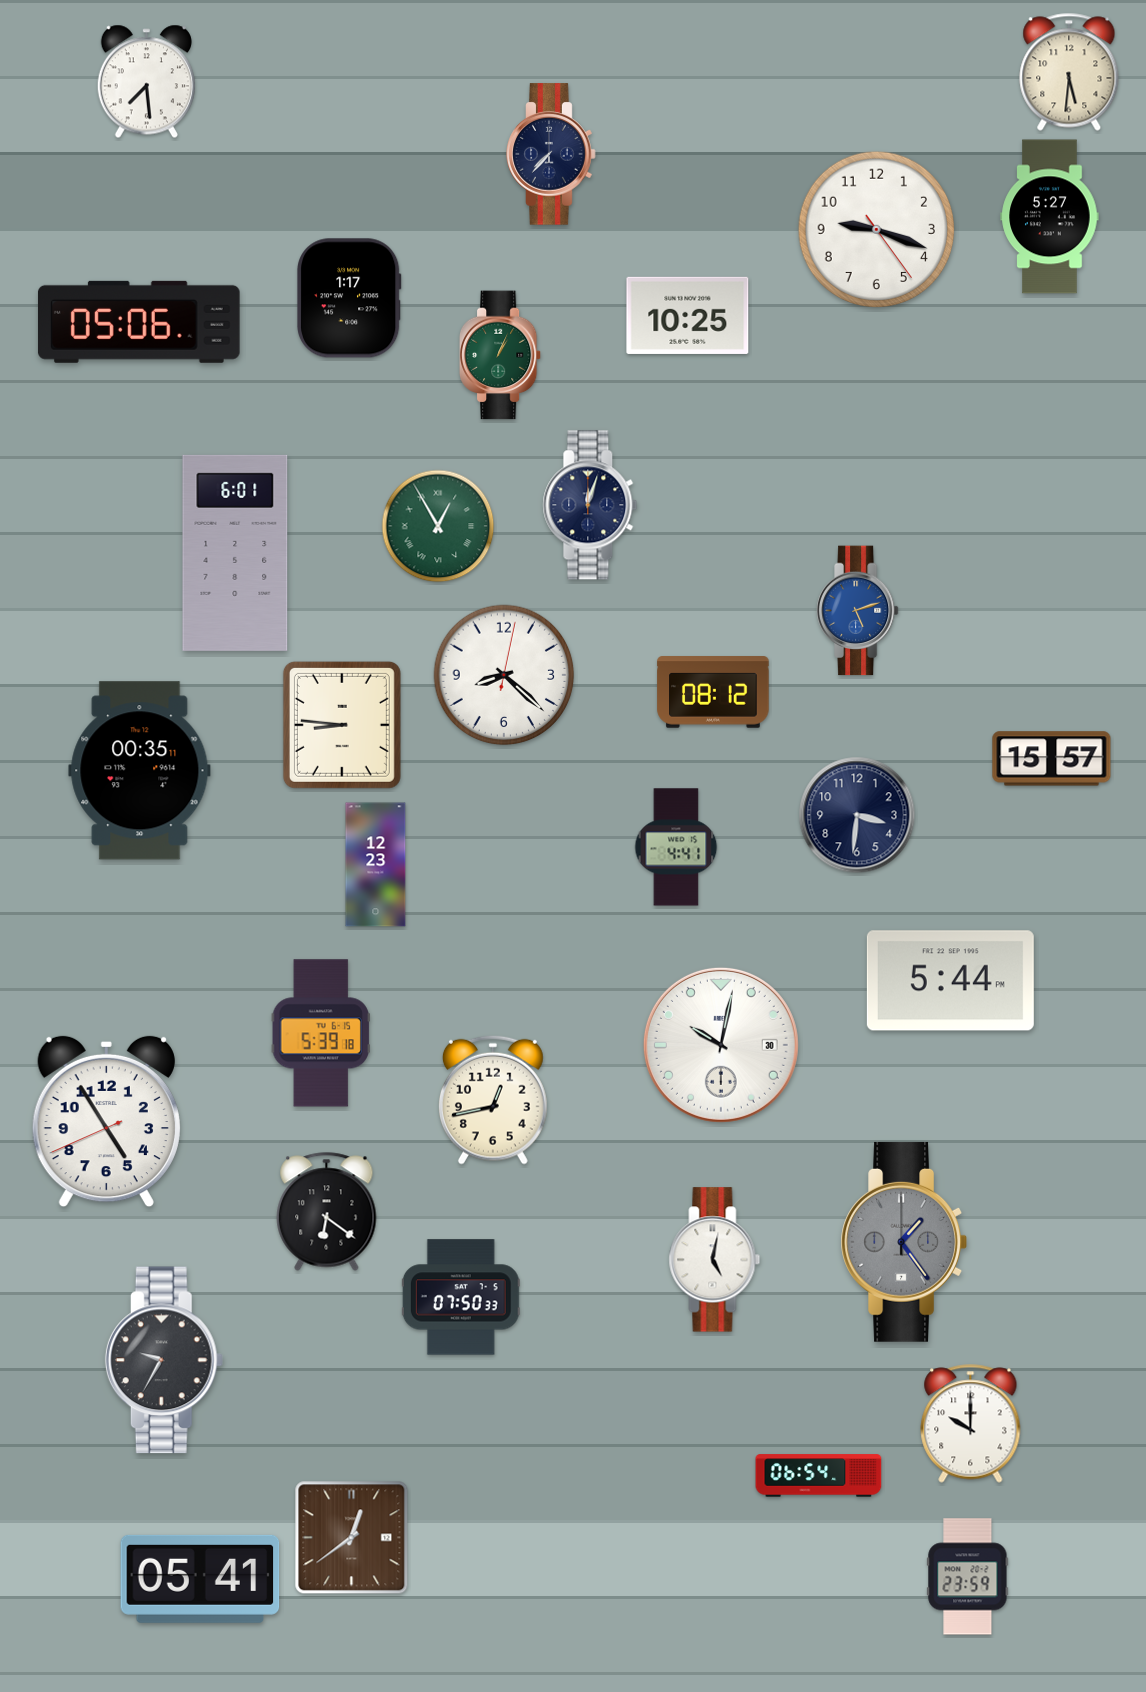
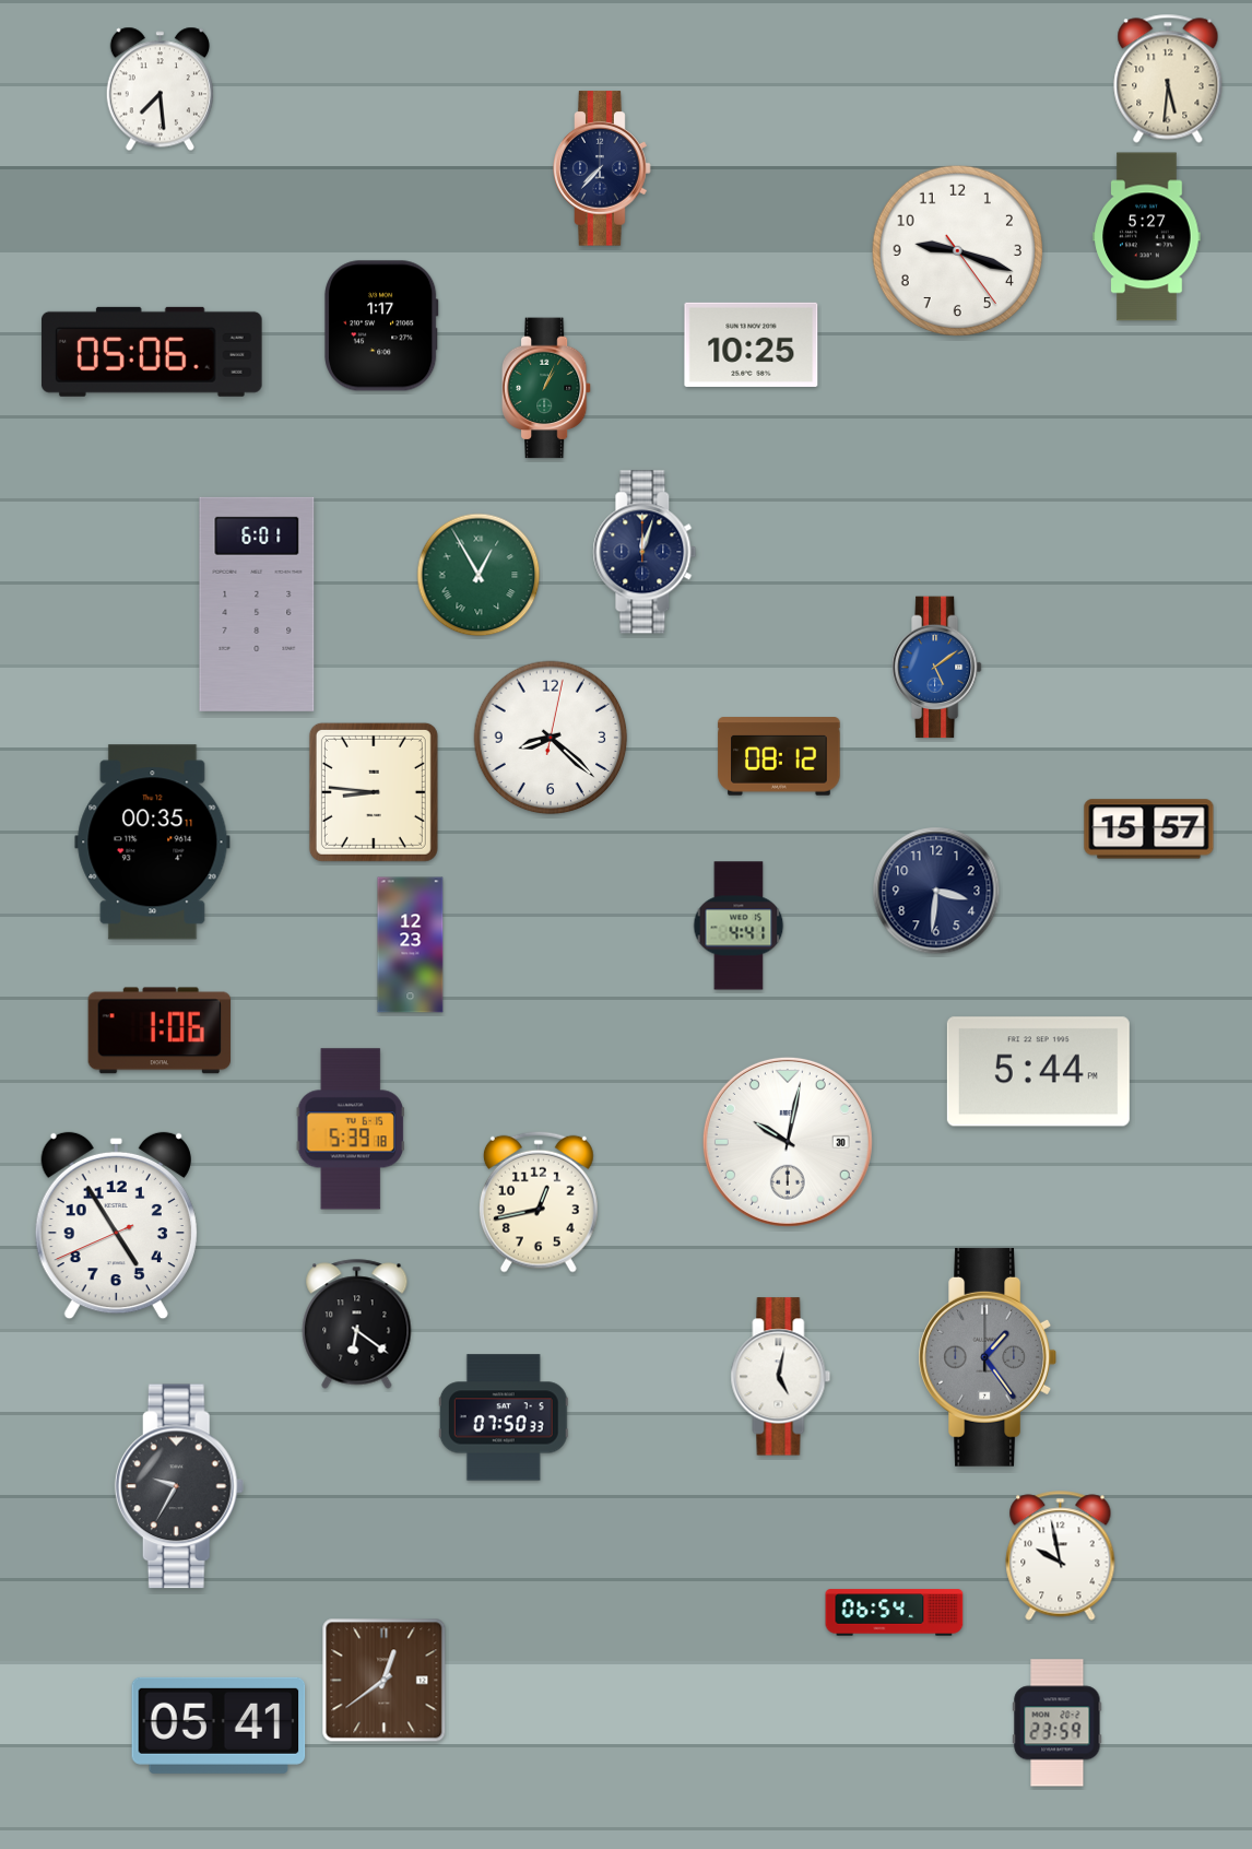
clock at (857, 611): 5:12 -> 5:09
clock at (158, 1031): none -> 1:06
clock at (971, 1424): 10:00 -> 9:58
